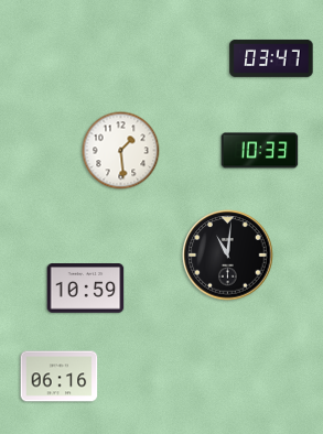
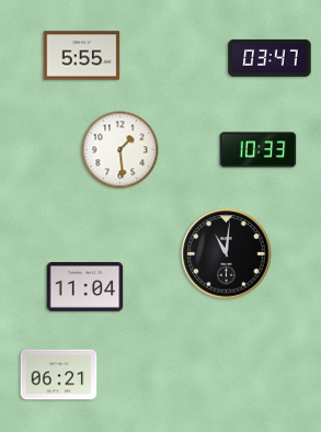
clock at (82, 56): none -> 5:55
clock at (86, 289): 10:59 -> 11:04
clock at (60, 377): 06:16 -> 06:21
